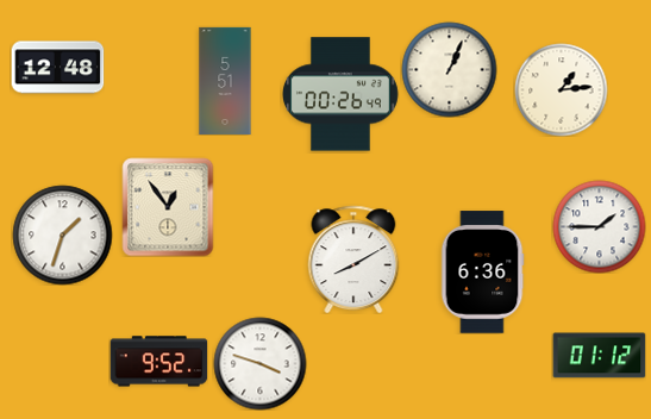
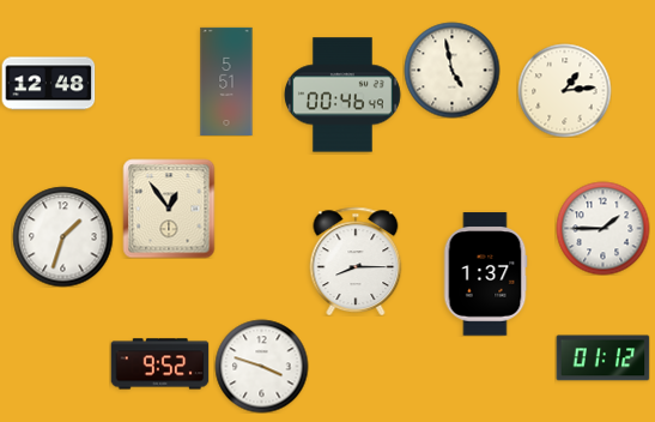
clock at (57, 68) position: (57, 68) -> (48, 84)
clock at (449, 69): 1:04 -> 4:58
clock at (340, 94): 00:26 -> 00:46
clock at (353, 259): 8:10 -> 8:15
clock at (482, 273): 6:36 -> 1:37
